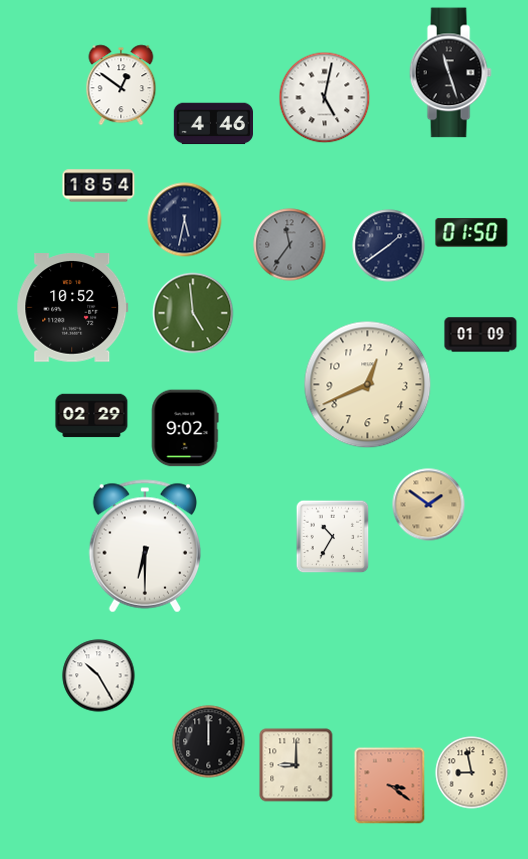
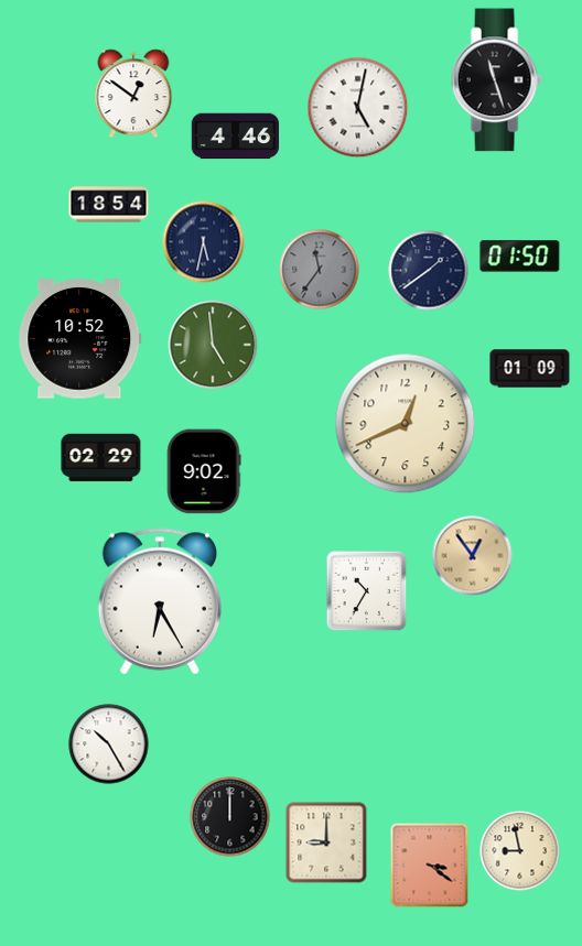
clock at (429, 505): 1:51 -> 12:54
clock at (144, 546): 6:30 -> 6:25
